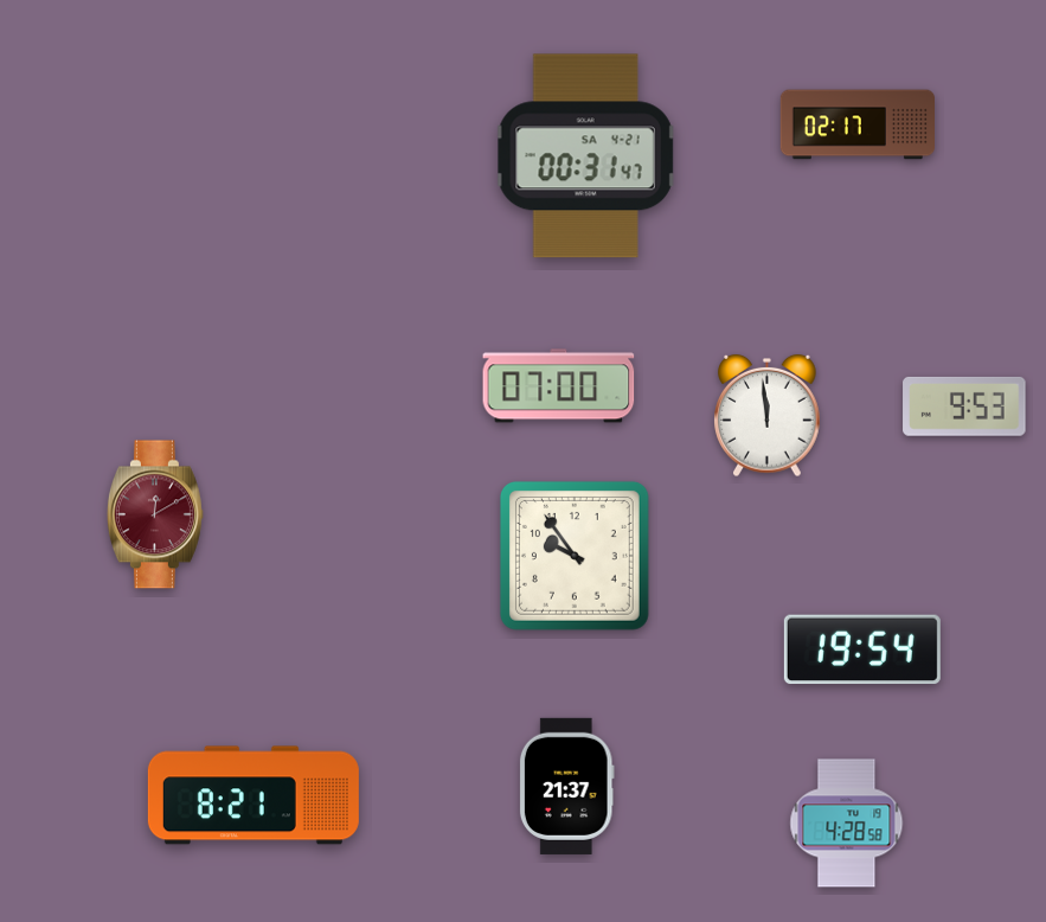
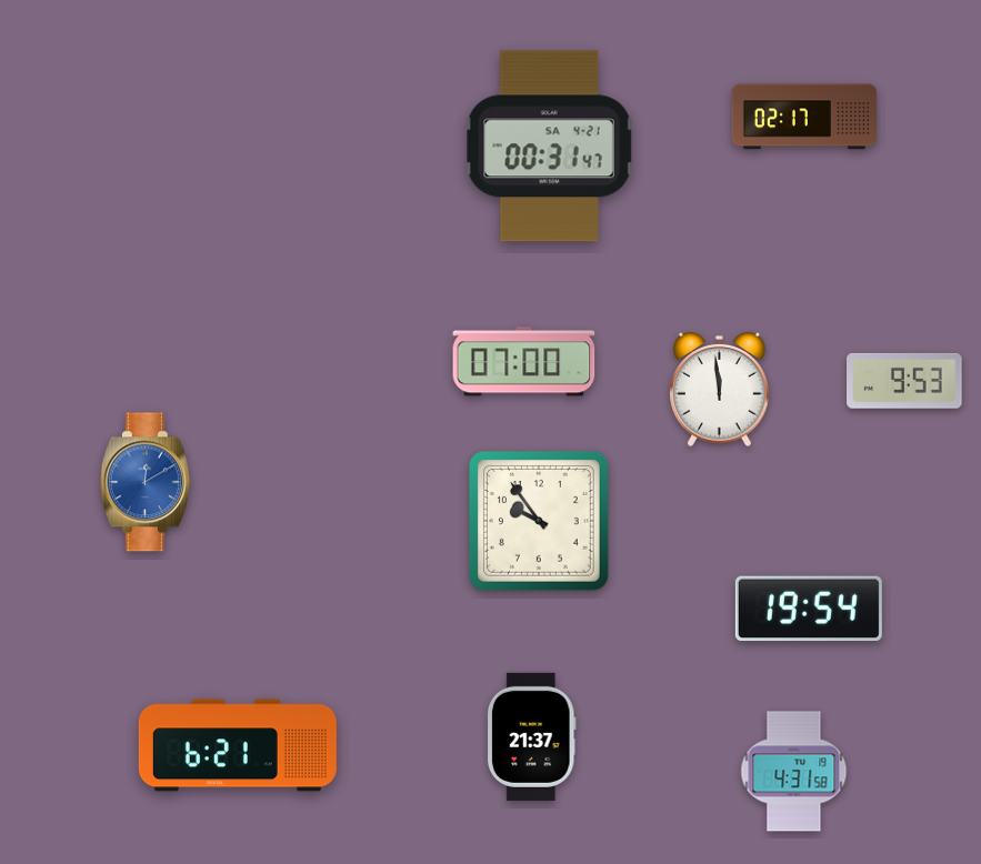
clock at (155, 514) dial: burgundy -> blue
clock at (254, 795): 8:21 -> 6:21
clock at (847, 824): 4:28 -> 4:31
